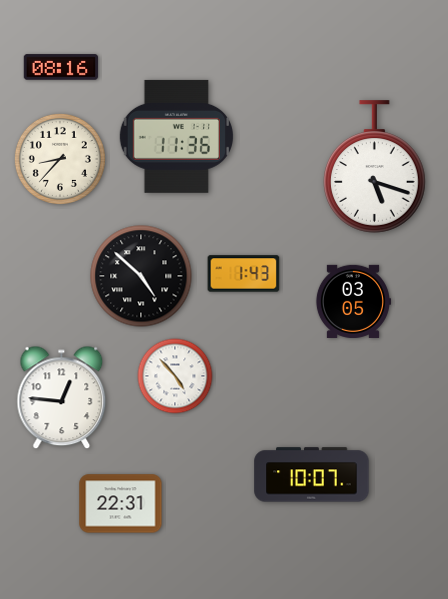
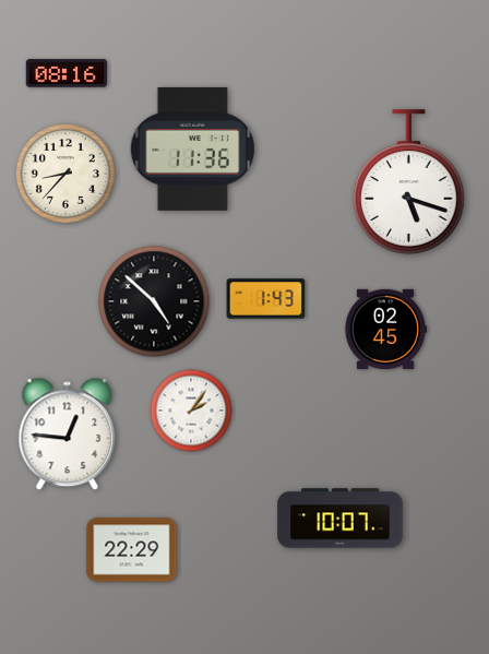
clock at (353, 301): 03:05 -> 02:45
clock at (175, 376): 4:53 -> 2:06
clock at (121, 504): 22:31 -> 22:29
